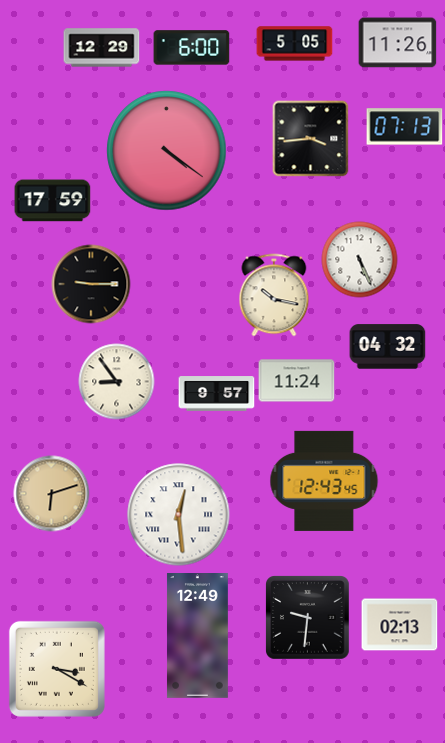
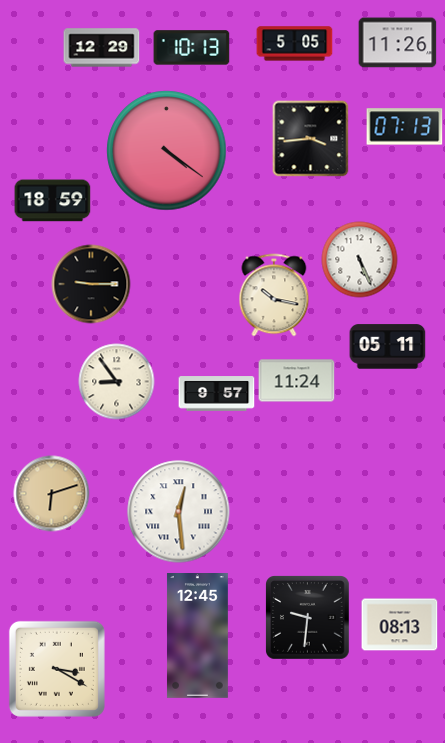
clock at (192, 48): 6:00 -> 10:13
clock at (53, 201): 17:59 -> 18:59
clock at (388, 347): 04:32 -> 05:11
clock at (324, 481): 12:43 -> none
clock at (179, 515) position: (179, 515) -> (179, 512)
clock at (400, 625): 02:13 -> 08:13
clock at (197, 636): 12:49 -> 12:45
